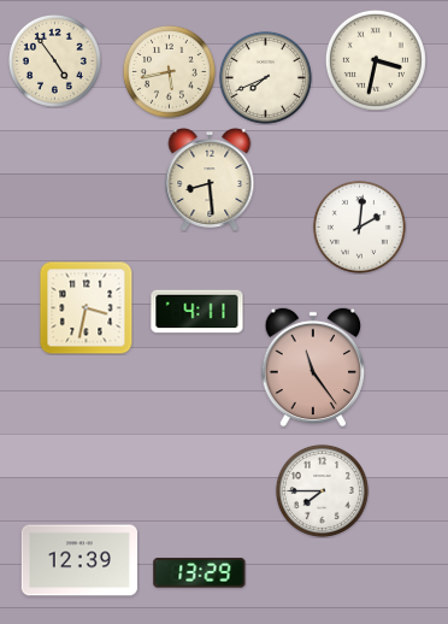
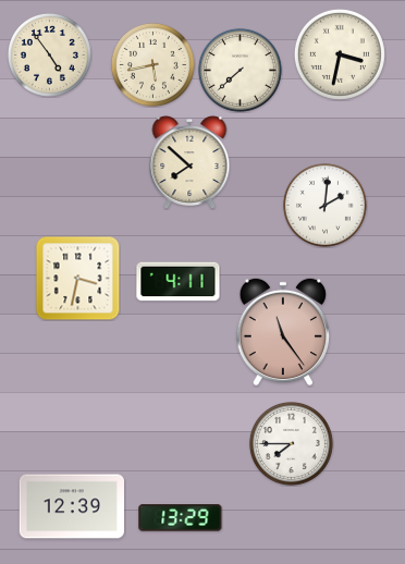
clock at (265, 77): 7:41 -> 7:38
clock at (210, 179): 8:29 -> 7:52
